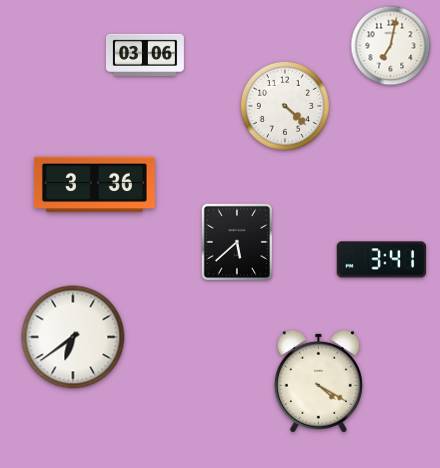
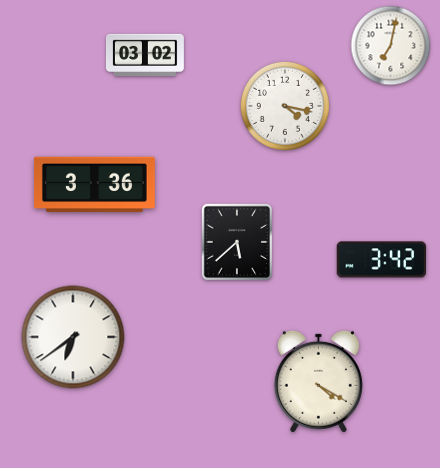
clock at (145, 55): 03:06 -> 03:02
clock at (285, 106): 4:22 -> 4:17
clock at (382, 260): 3:41 -> 3:42
